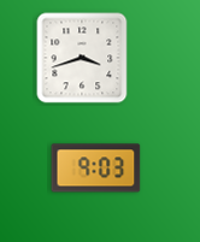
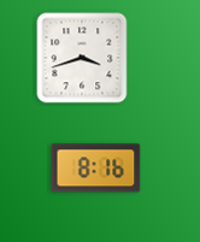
clock at (96, 169): 9:03 -> 8:16
